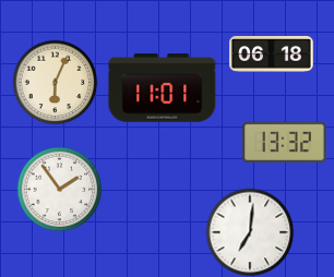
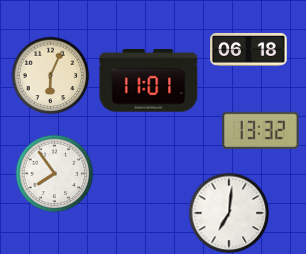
clock at (59, 189): 1:54 -> 7:54
